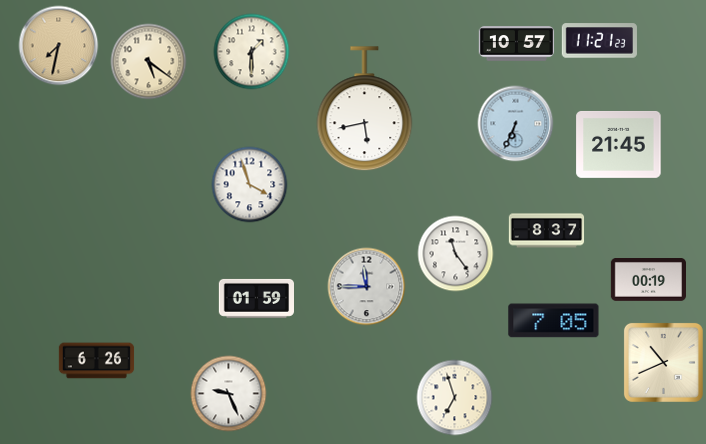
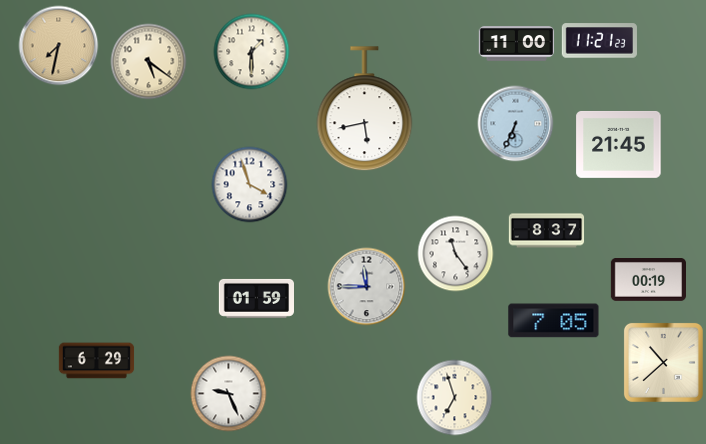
clock at (517, 44): 10:57 -> 11:00
clock at (97, 361): 6:26 -> 6:29
clock at (663, 362): 10:41 -> 10:38
